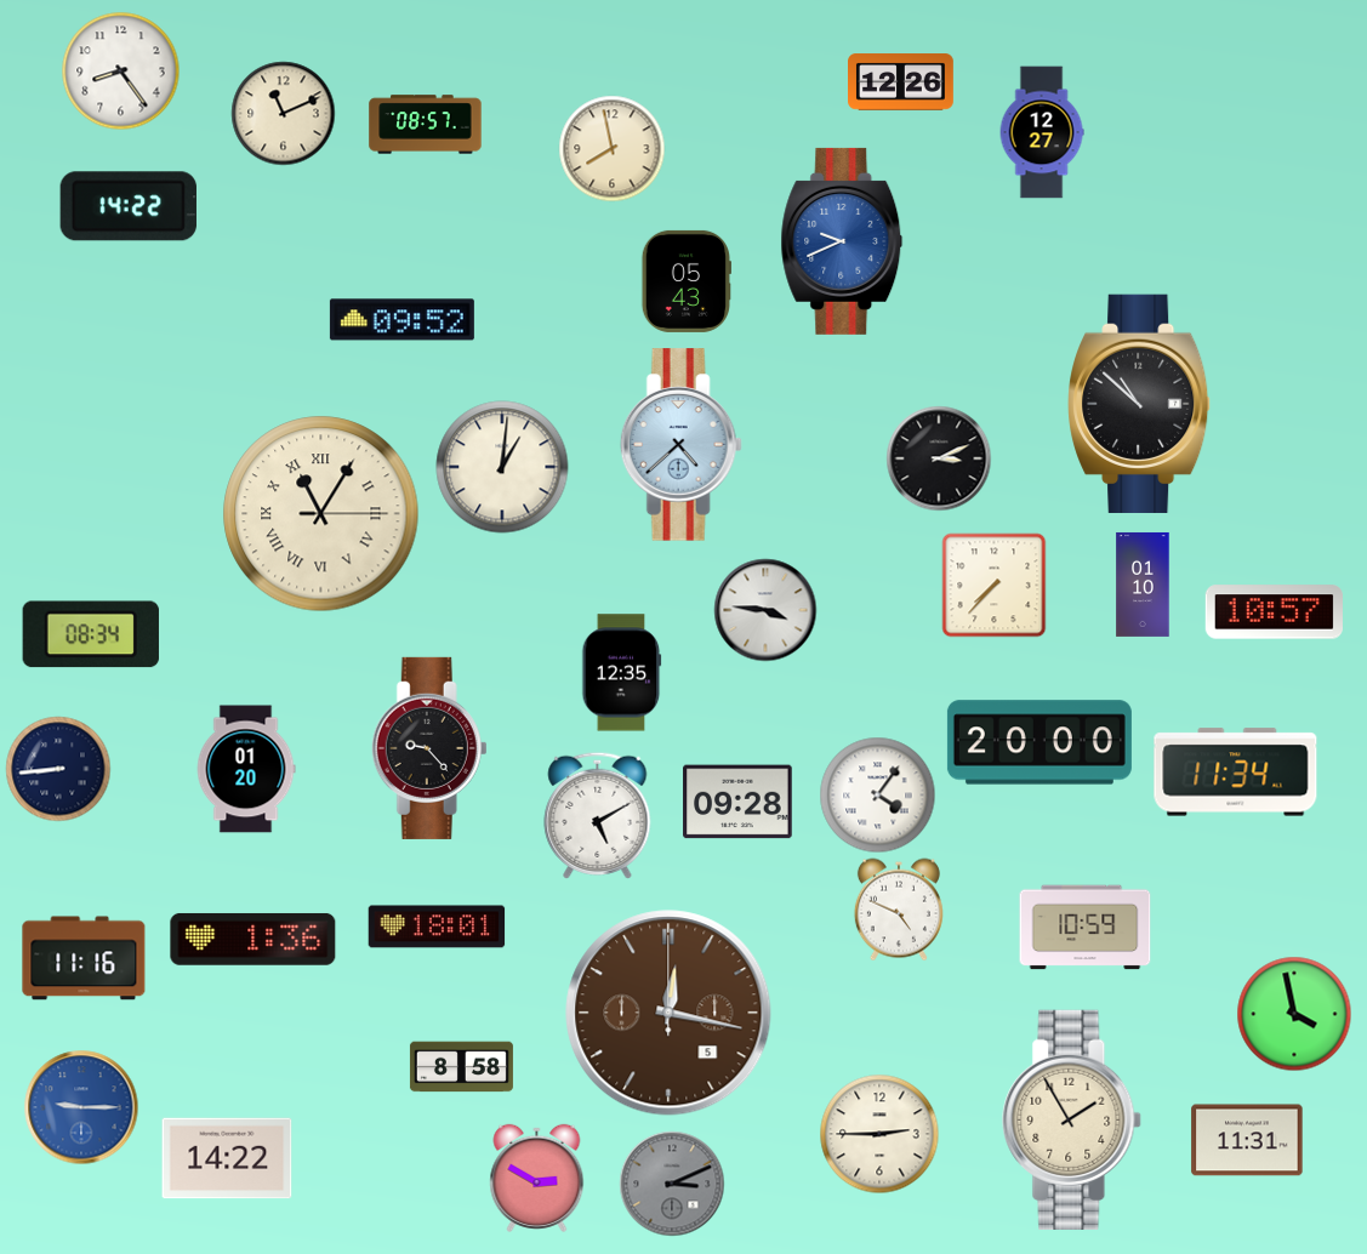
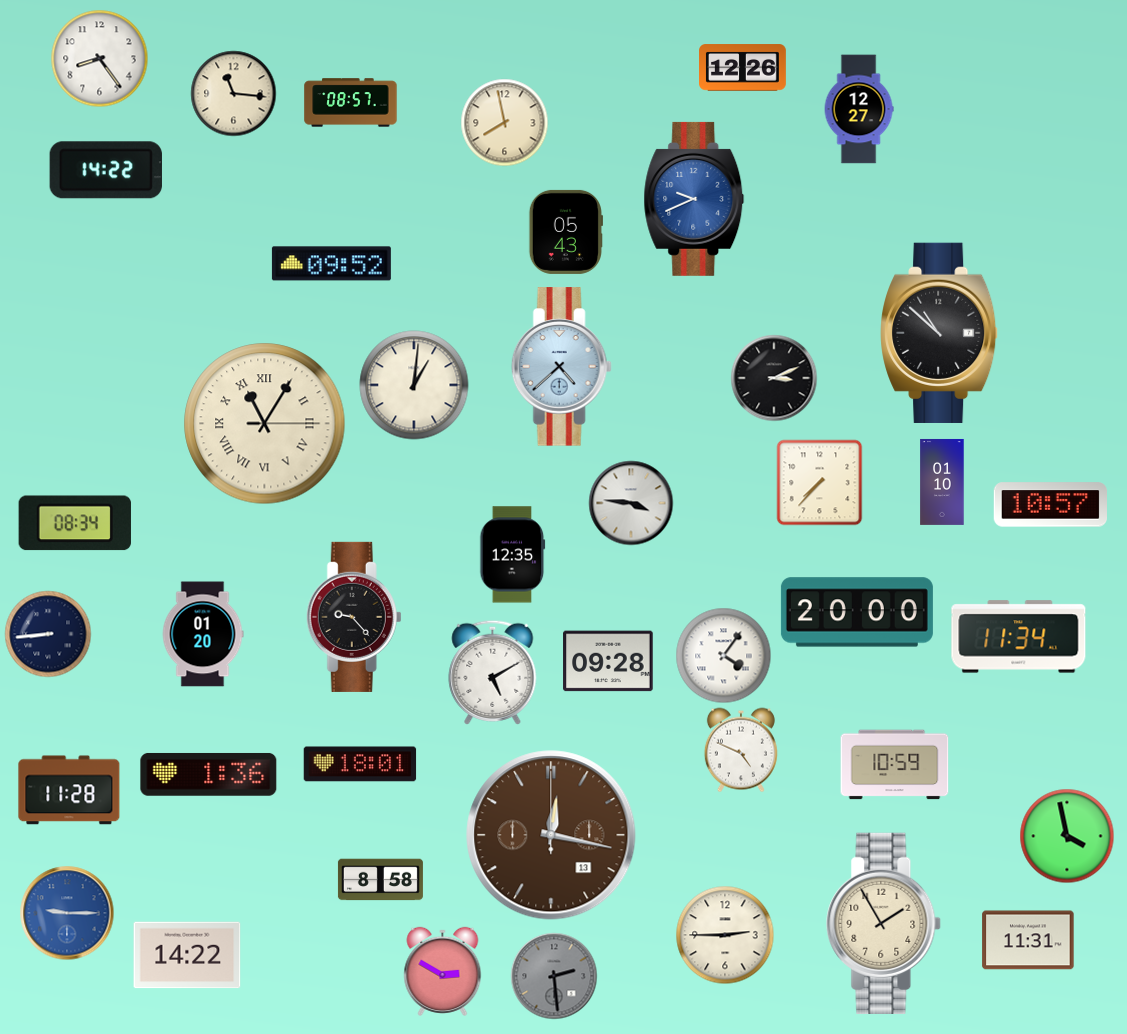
clock at (284, 114): 11:11 -> 11:16
clock at (84, 958): 11:16 -> 11:28
clock at (668, 1013) date: 5 -> 13
clock at (672, 1184): 3:11 -> 2:29
